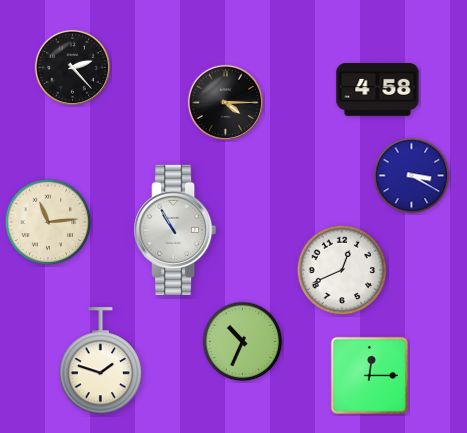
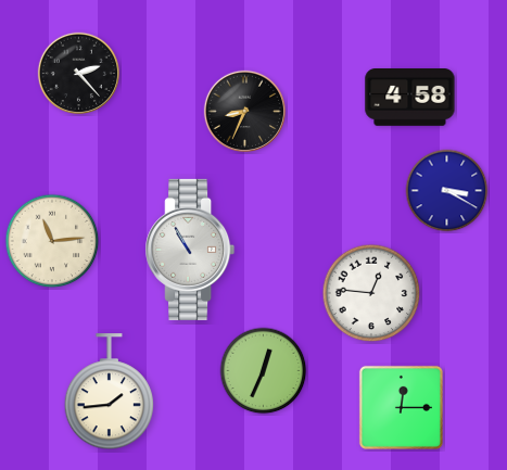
clock at (225, 102): 4:15 -> 8:34
clock at (342, 270): 12:41 -> 12:46
clock at (243, 342): 10:34 -> 12:34
clock at (100, 361): 1:48 -> 1:44
